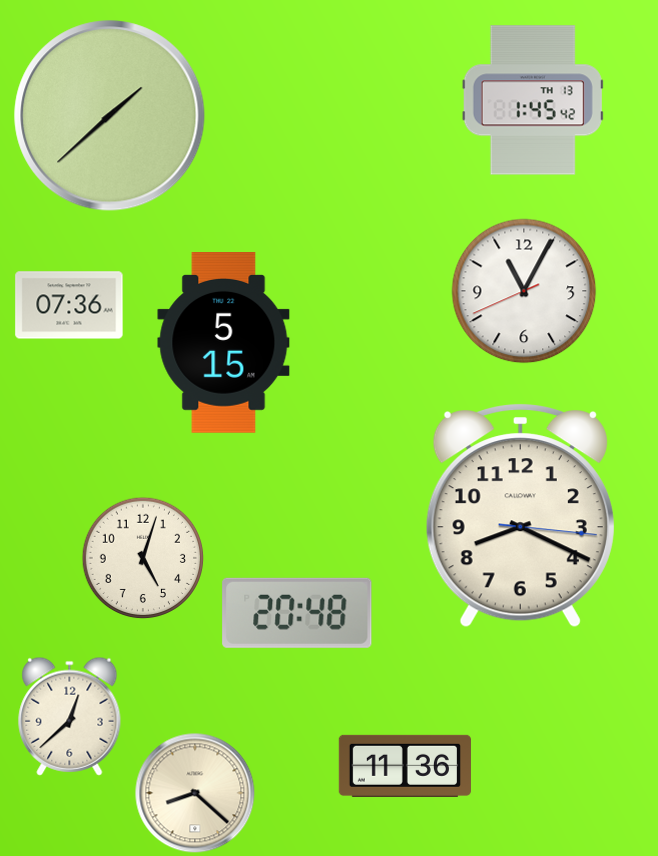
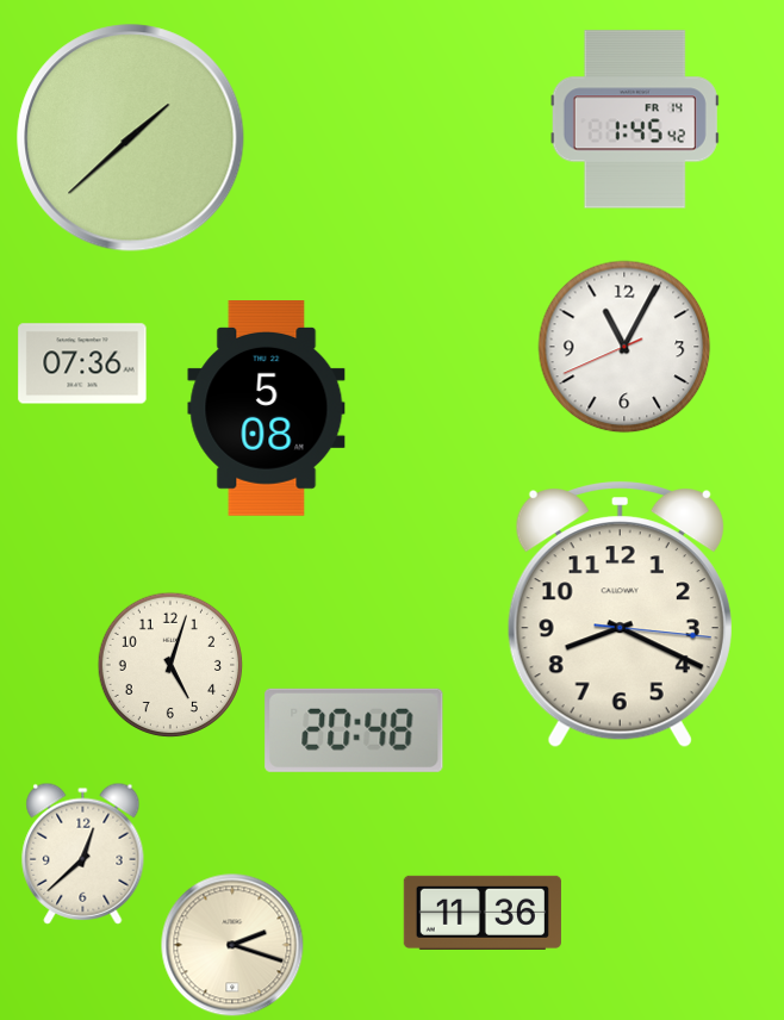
clock at (533, 100) date: TH 13 -> FR 14
clock at (224, 343): 5:15 -> 5:08
clock at (195, 793): 8:22 -> 2:18
